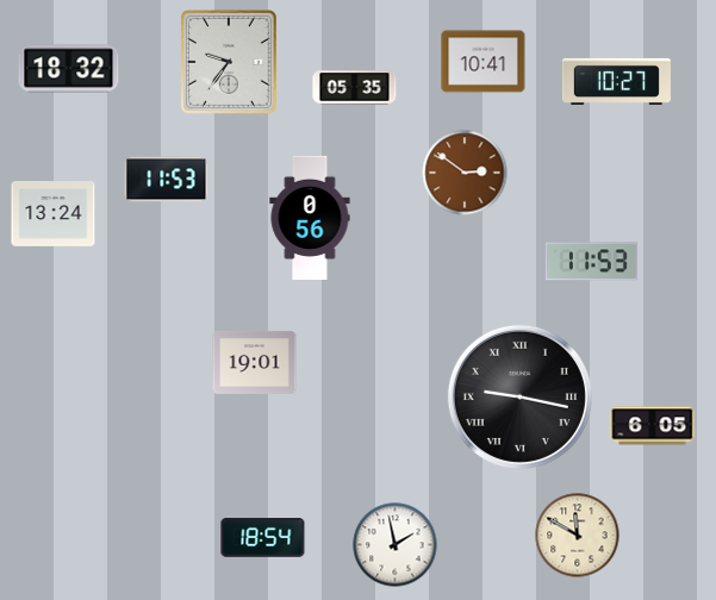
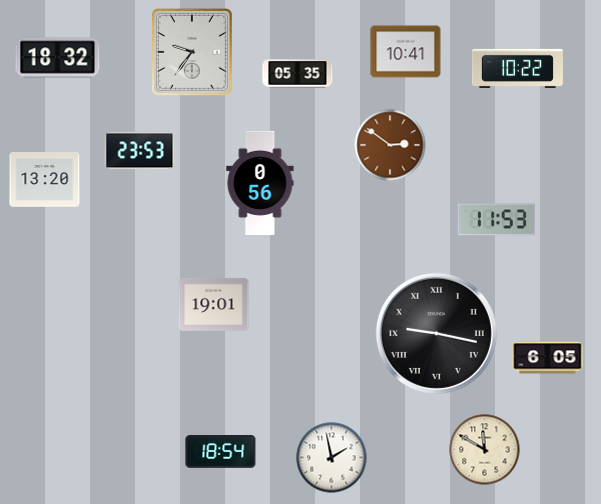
clock at (616, 81): 10:27 -> 10:22
clock at (167, 180): 11:53 -> 23:53
clock at (54, 214): 13:24 -> 13:20
